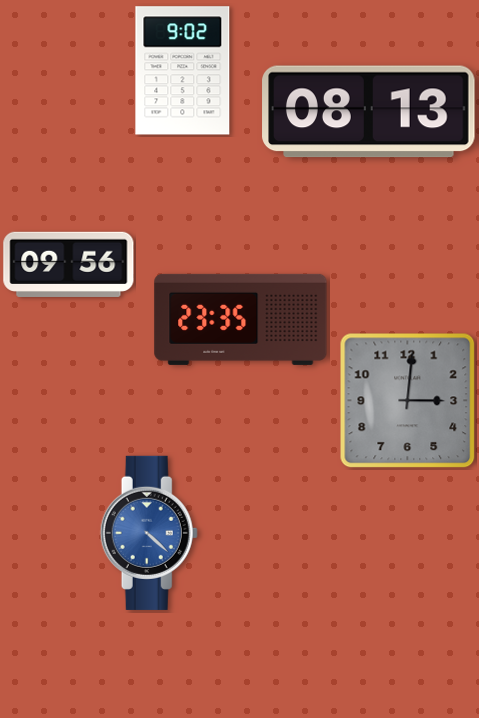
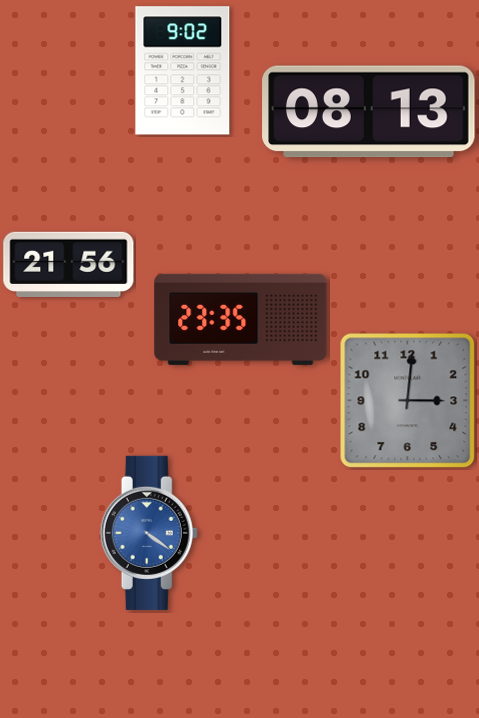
clock at (69, 264): 09:56 -> 21:56
clock at (149, 533): 4:22 -> 4:21
